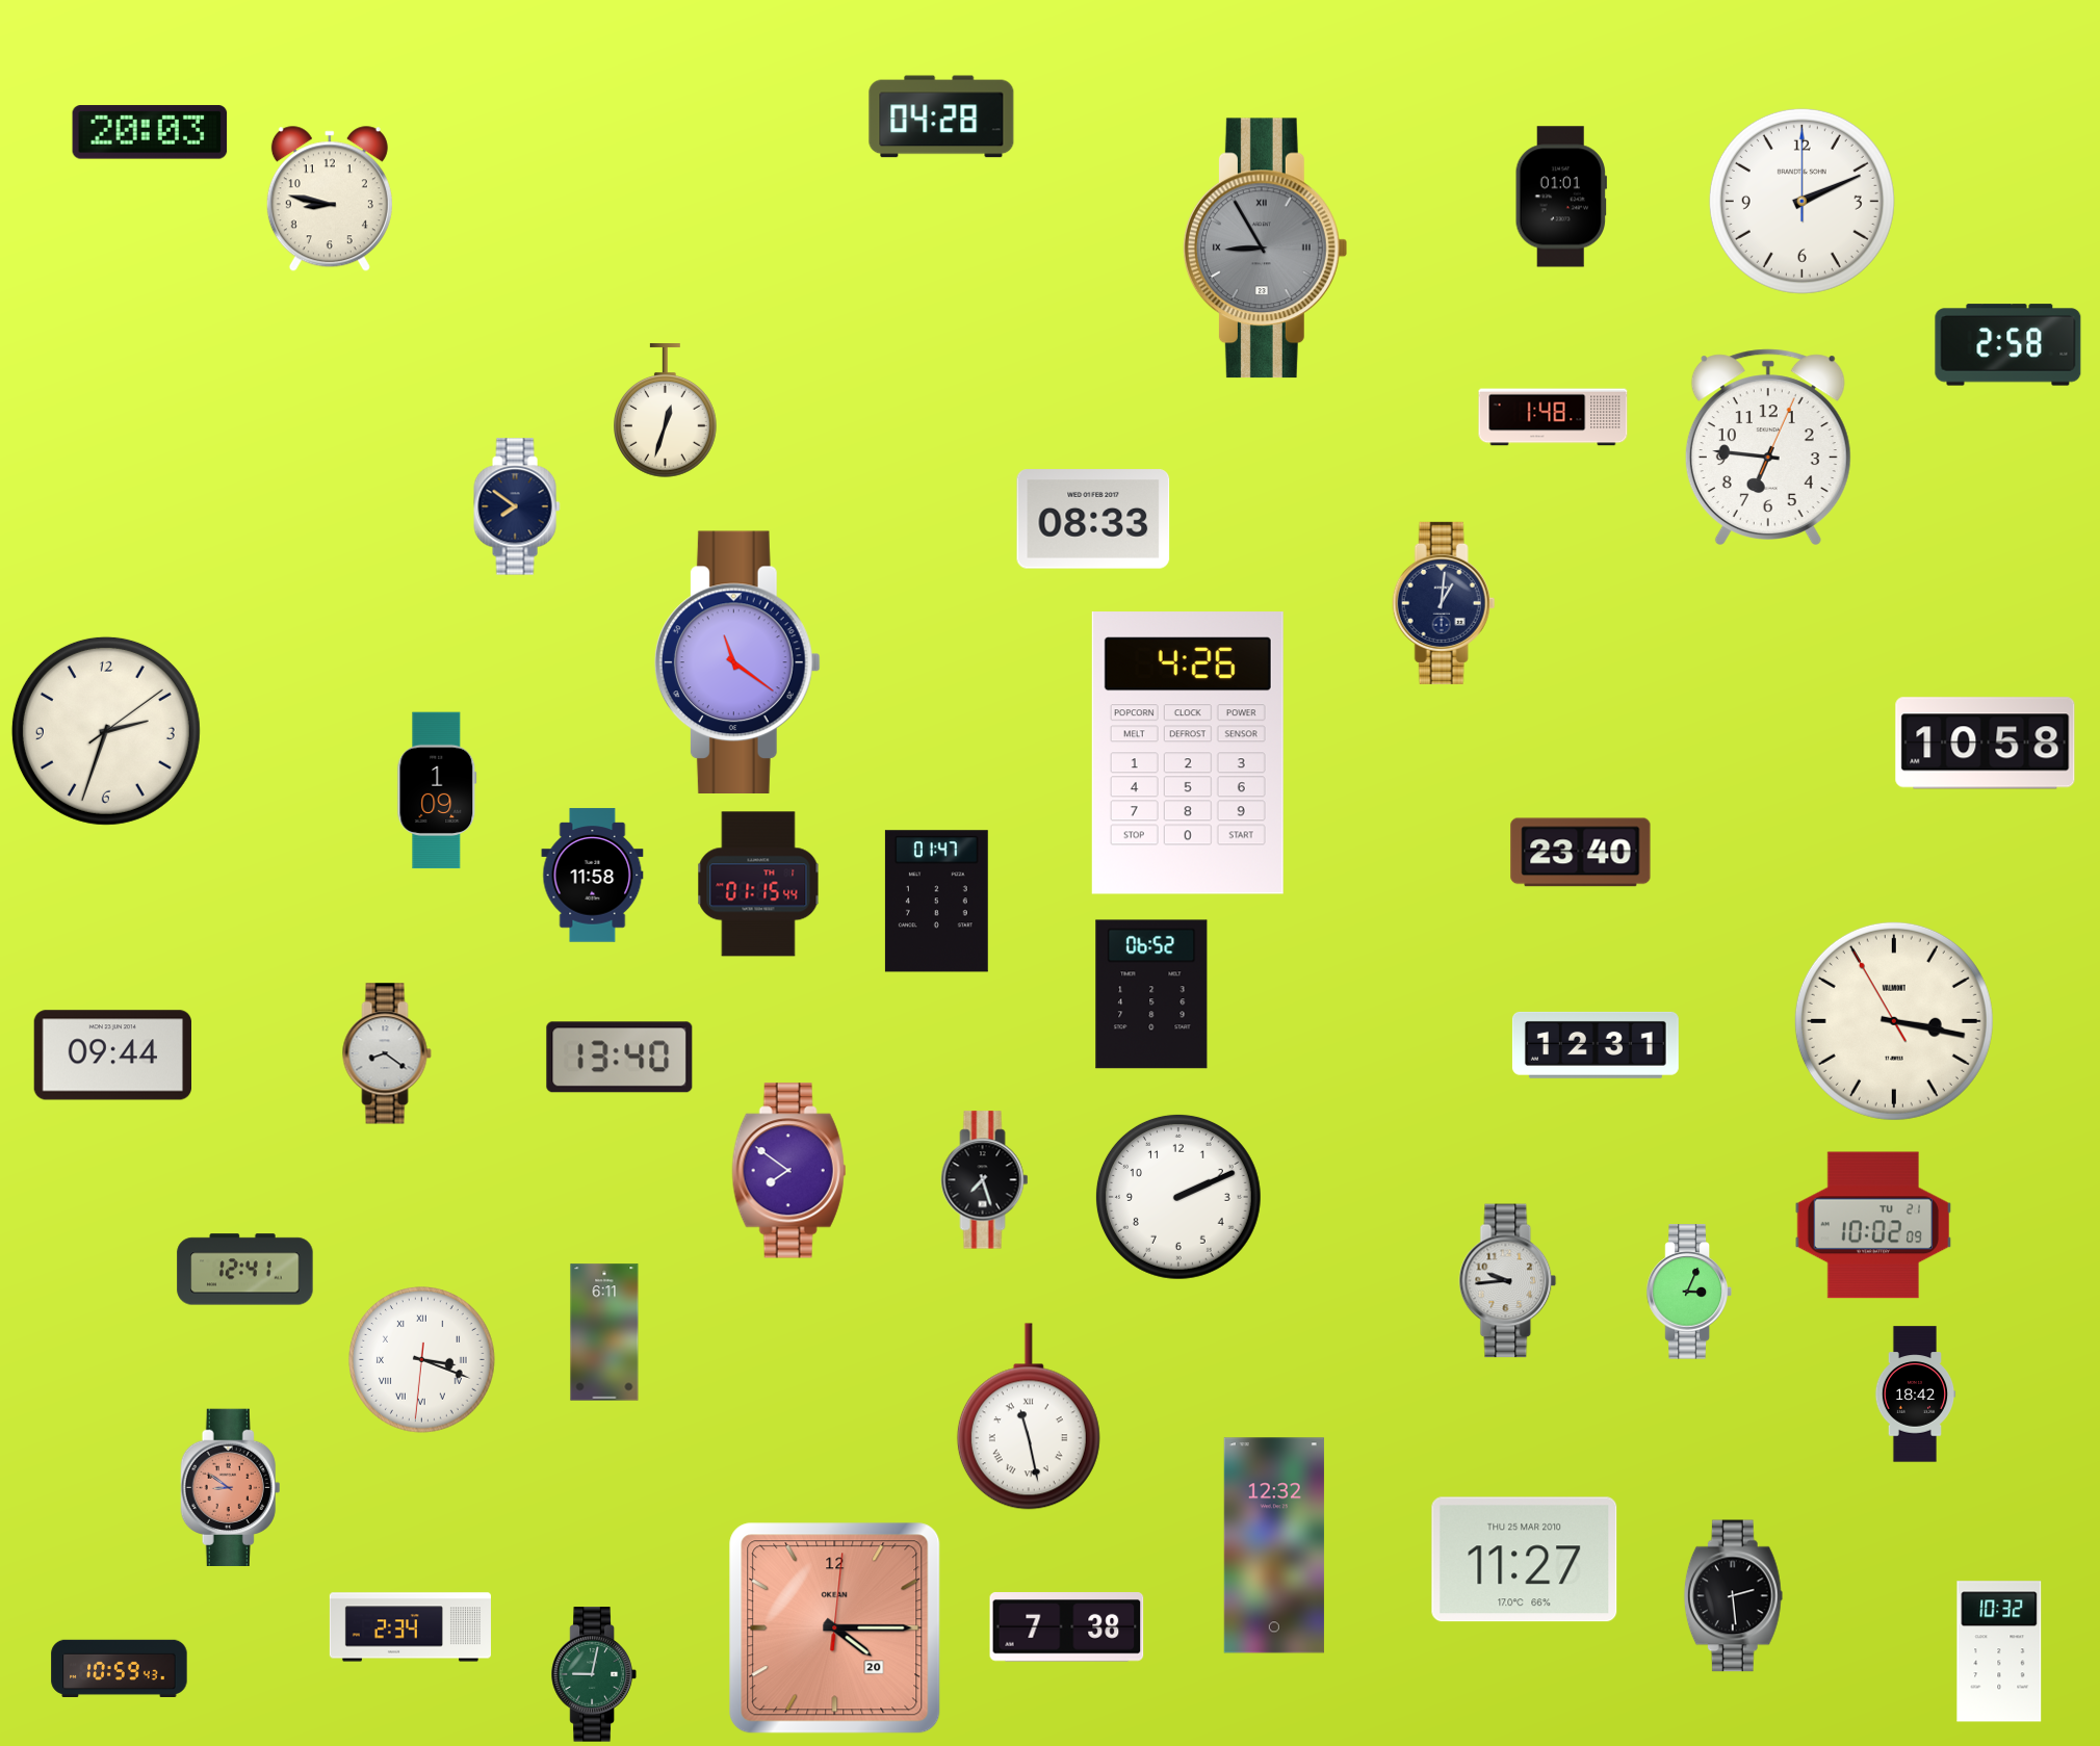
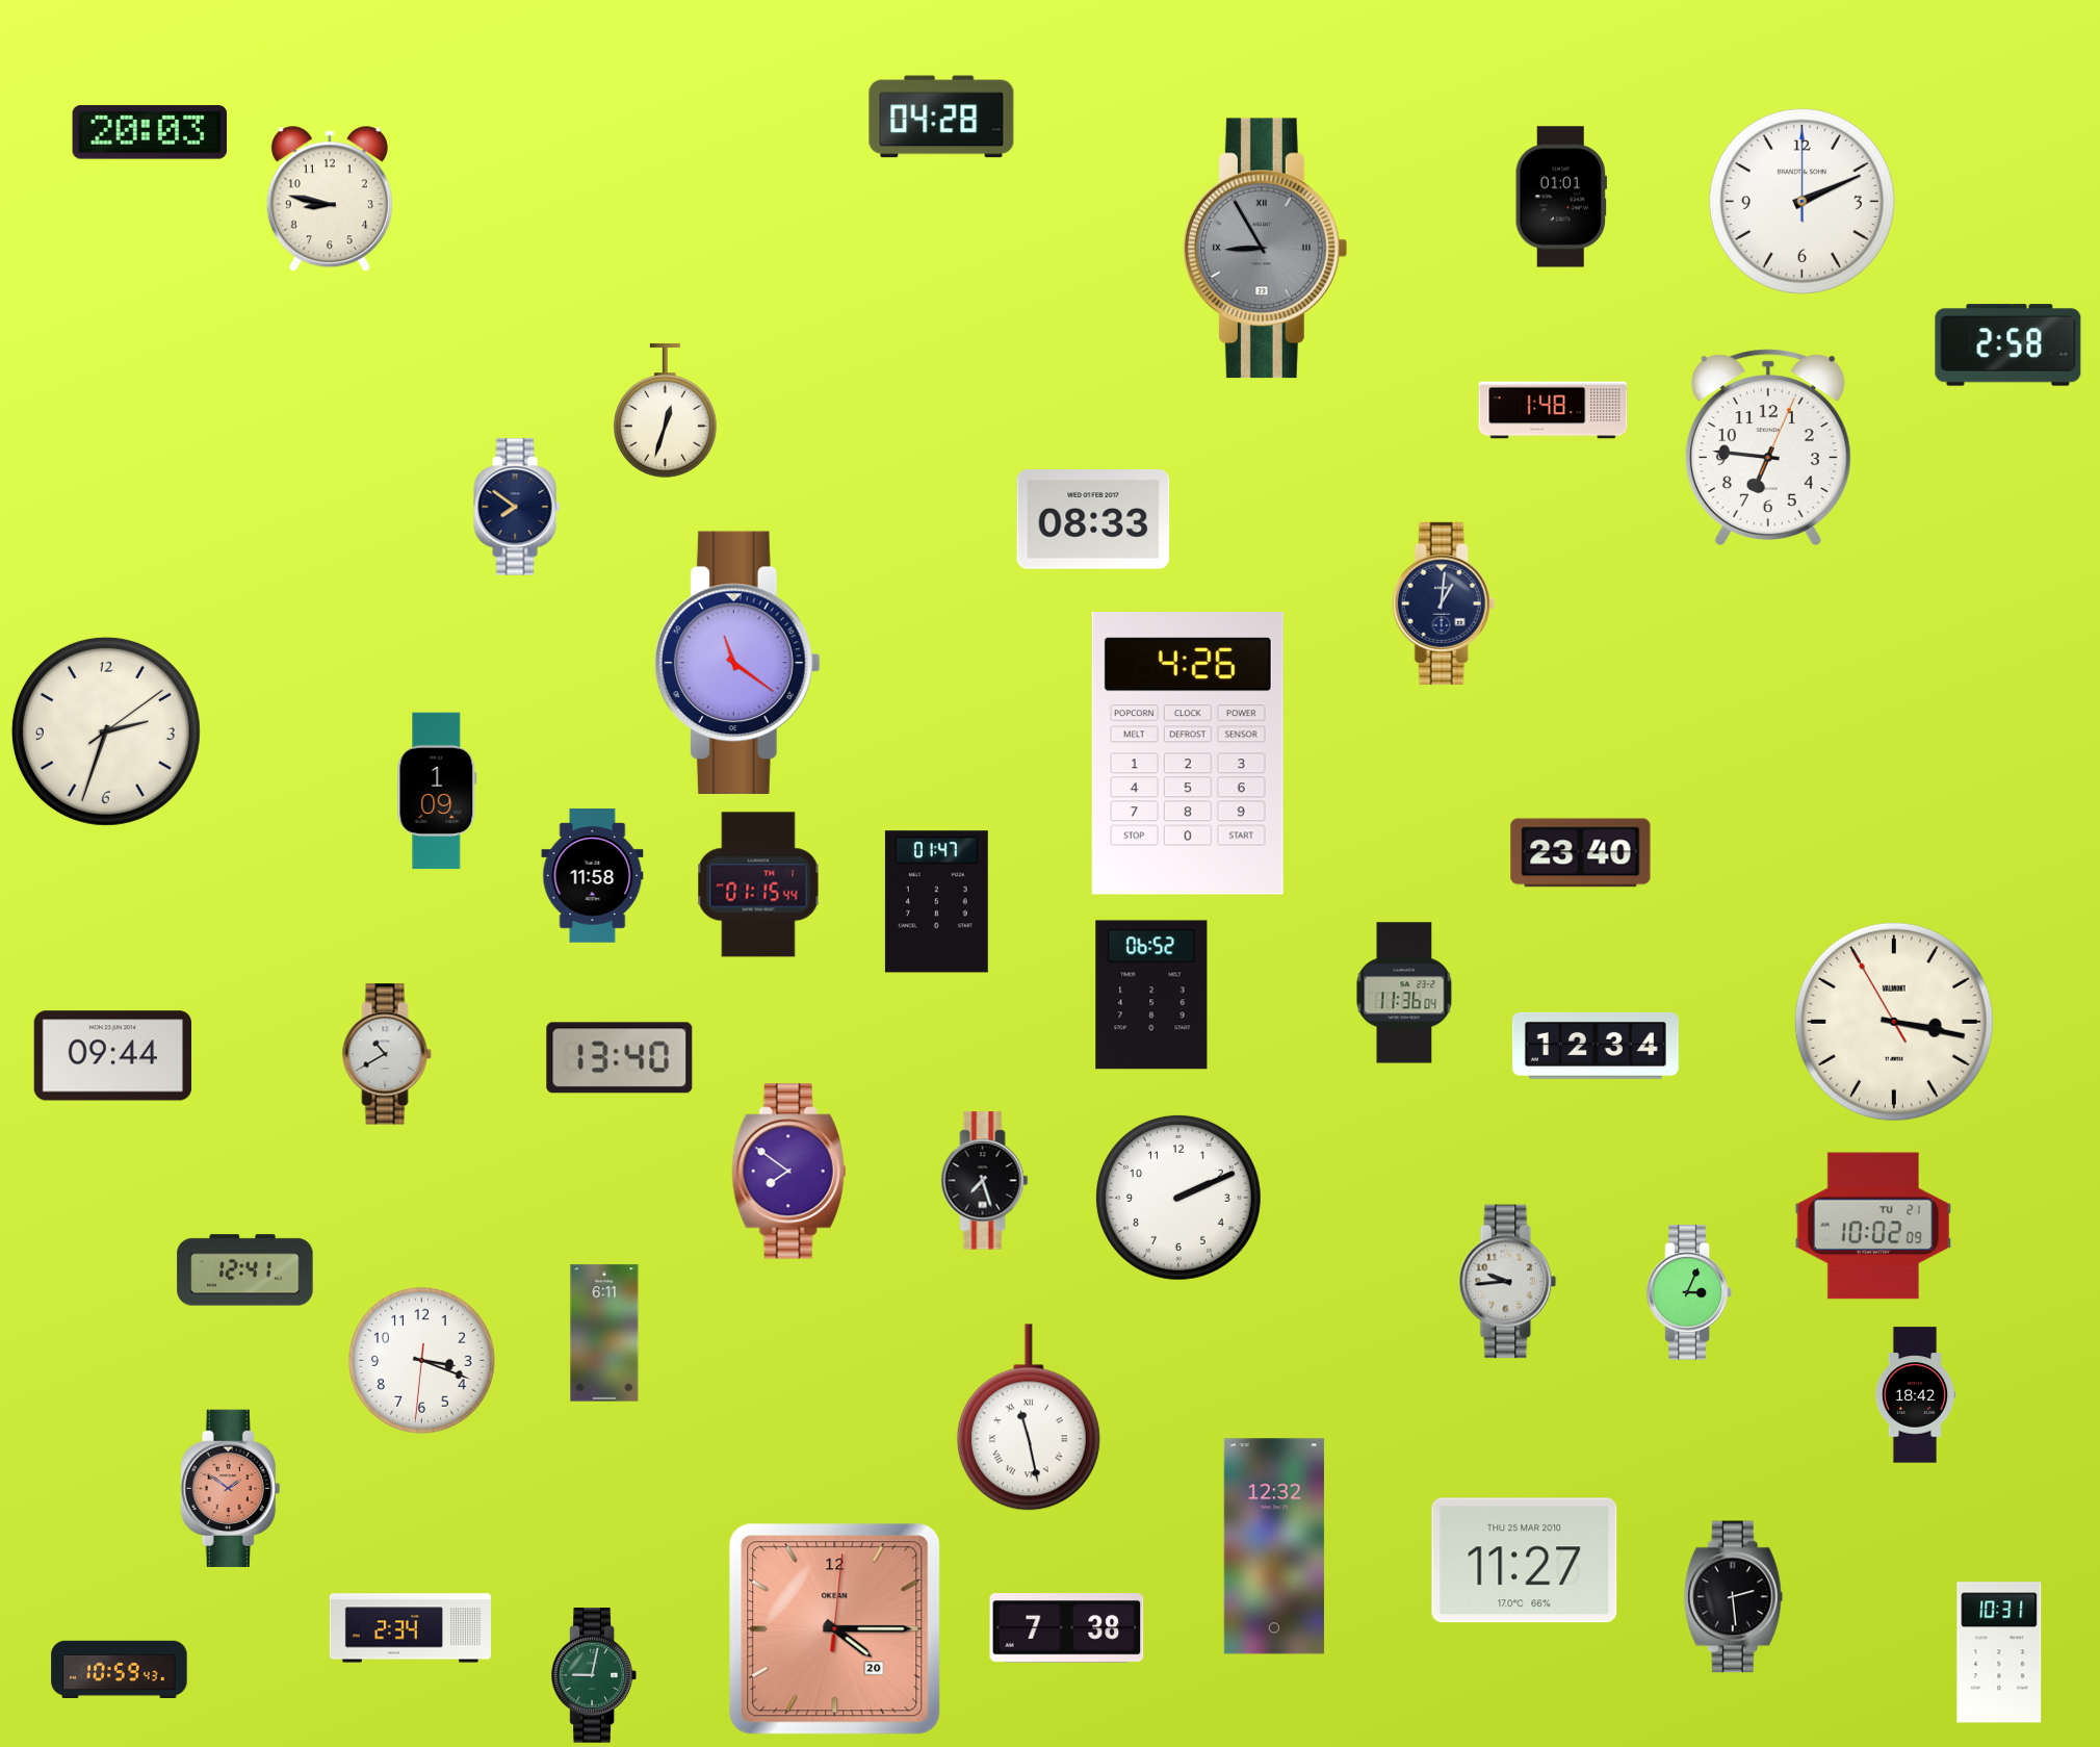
clock at (1553, 417) position: (1553, 417) -> (1553, 410)
clock at (1986, 744): 10:58 -> none
clock at (1404, 993): none -> 11:36
clock at (1596, 1045): 12:31 -> 12:34
clock at (387, 1053): 8:21 -> 10:40
clock at (422, 1360) numerals: Roman -> Arabic
clock at (231, 1488): 8:51 -> 1:51
clock at (1999, 1651): 10:32 -> 10:31
